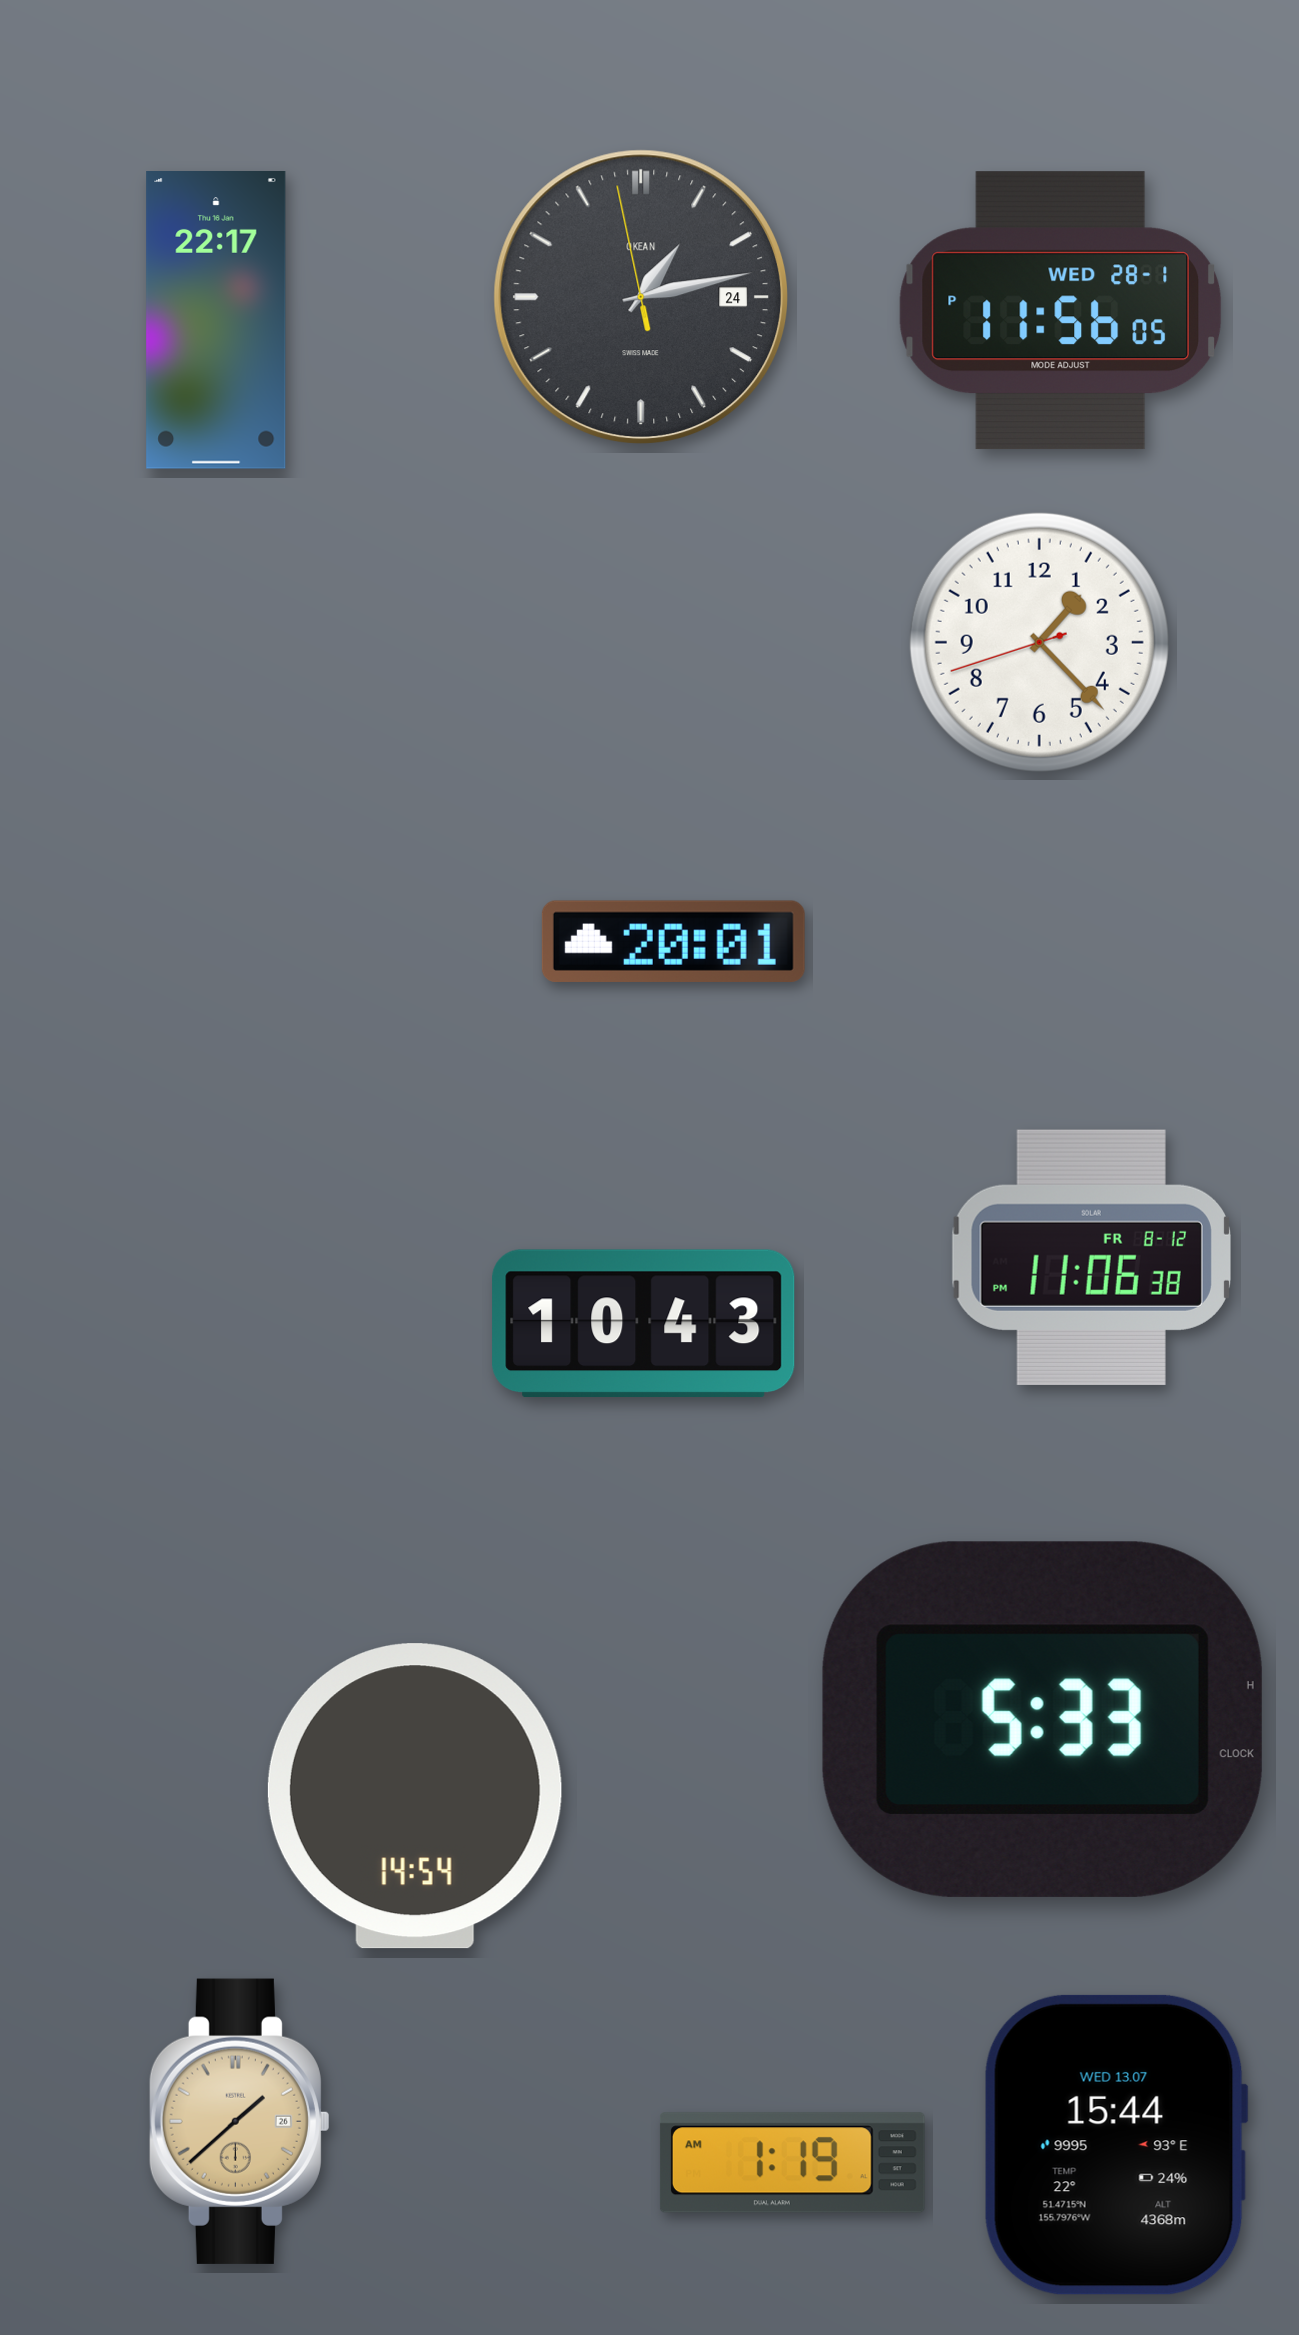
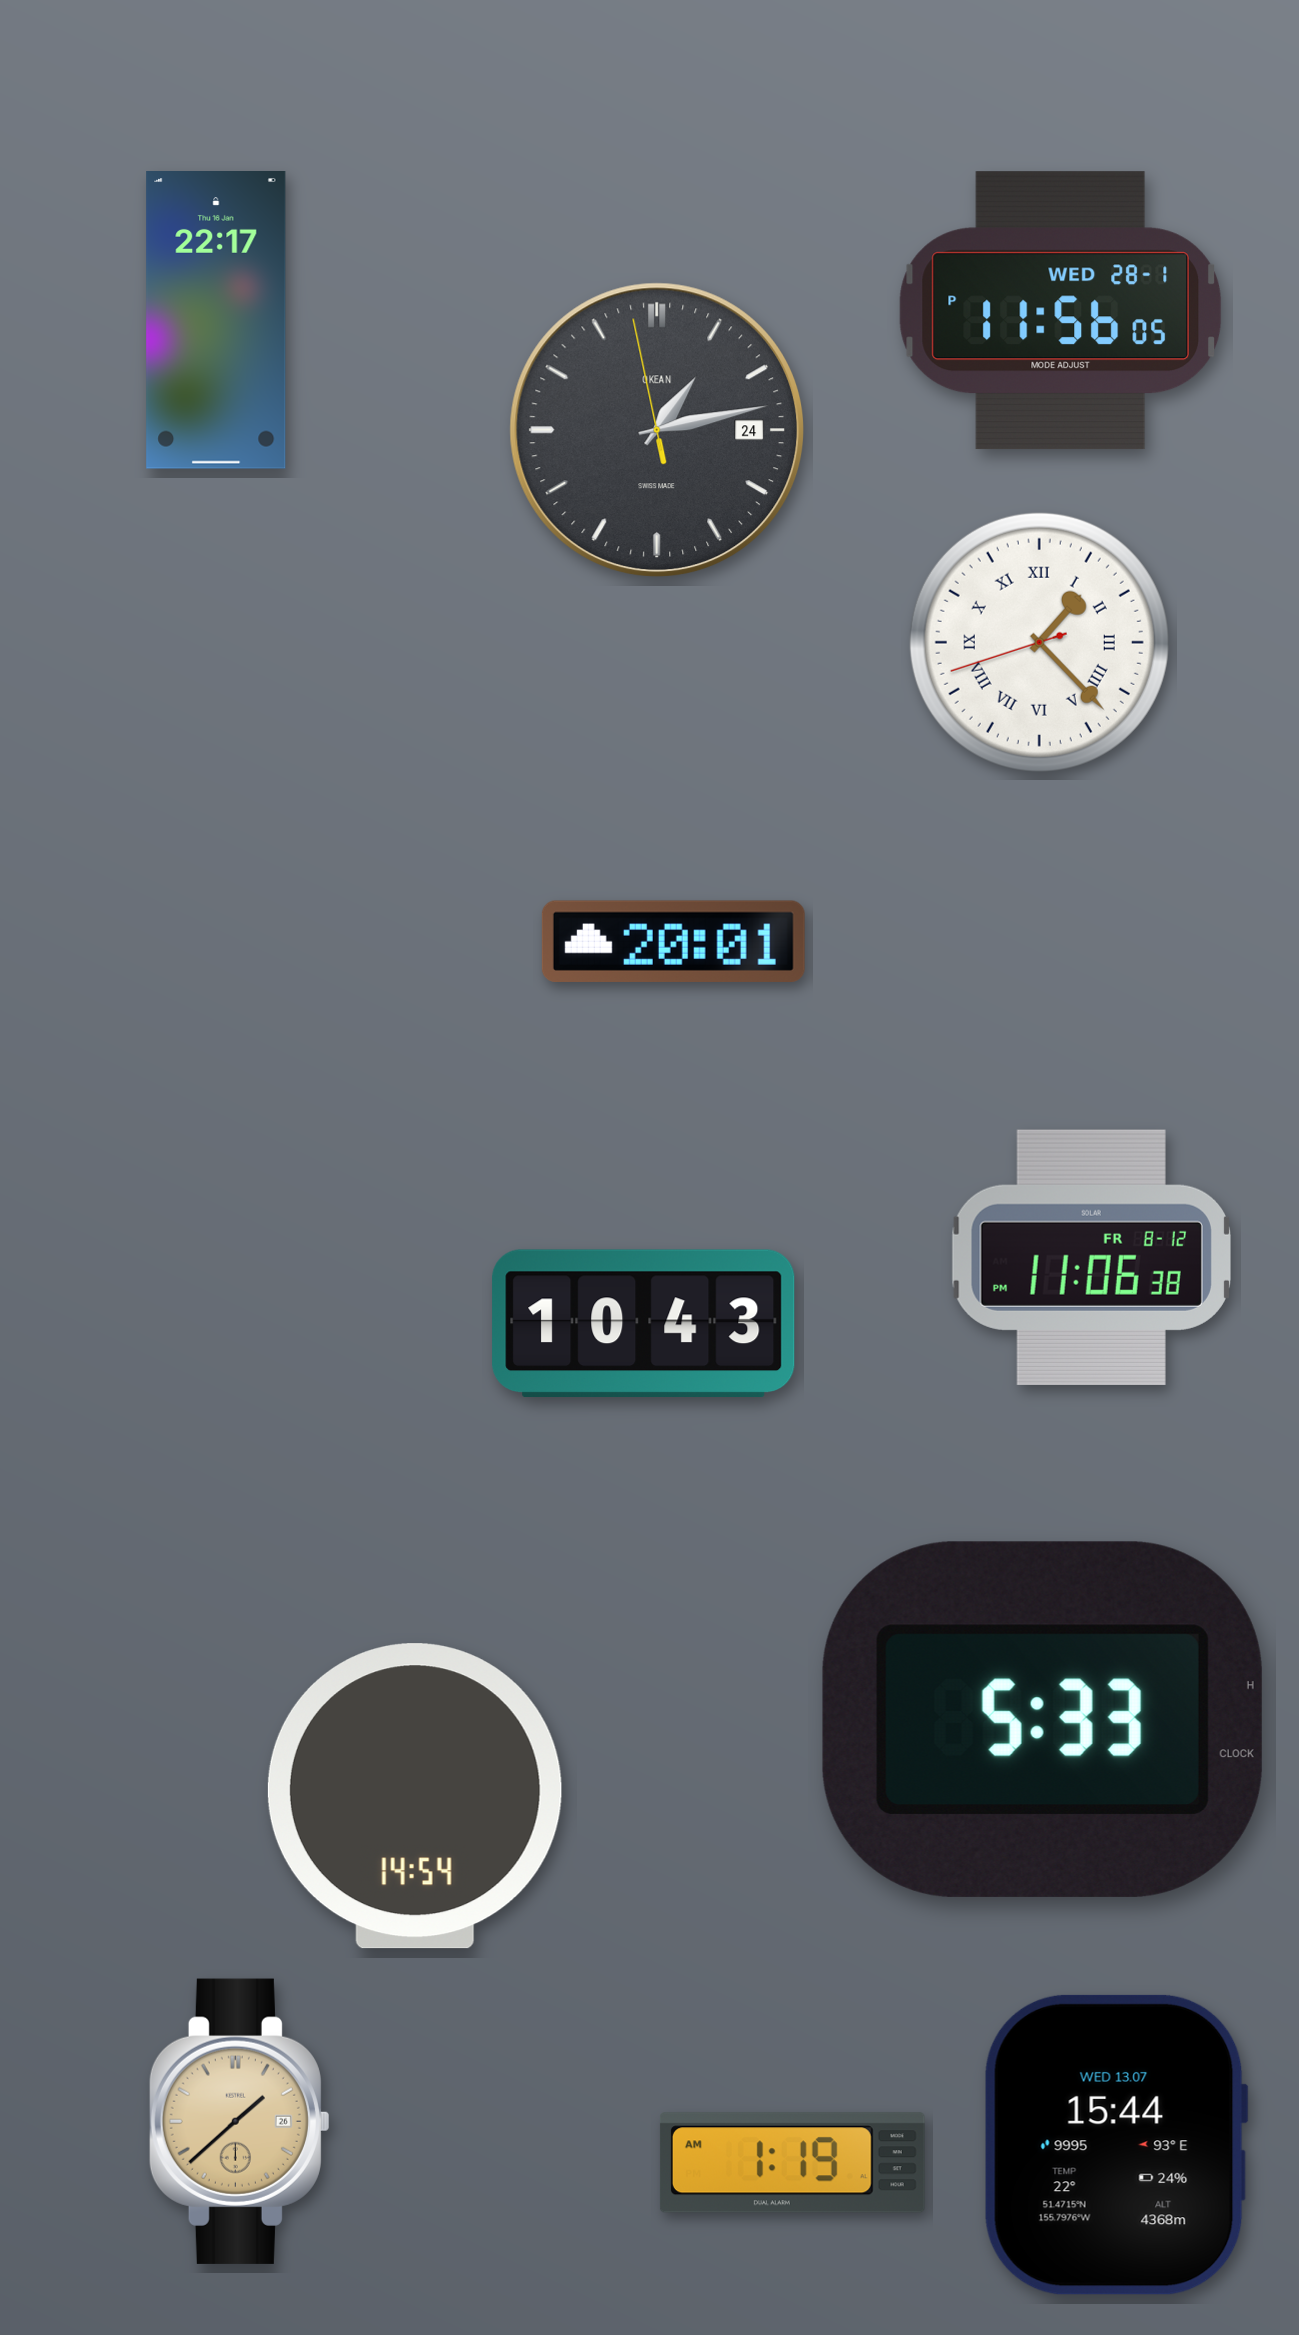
clock at (641, 297) position: (641, 297) -> (657, 430)
clock at (1039, 642) numerals: Arabic -> Roman
